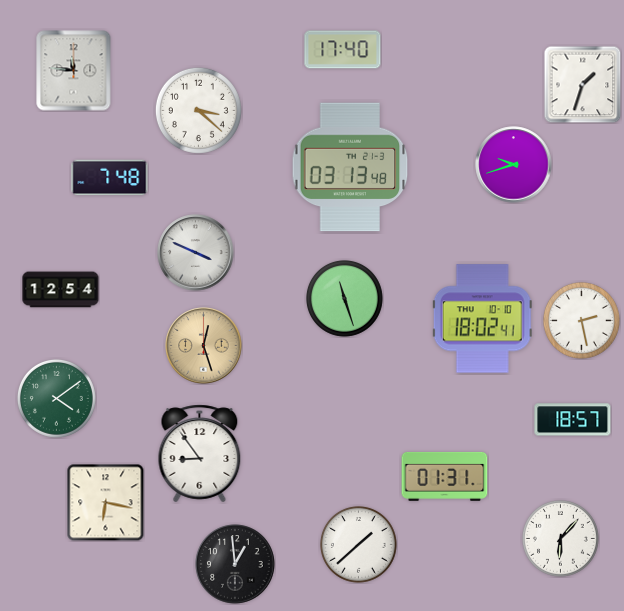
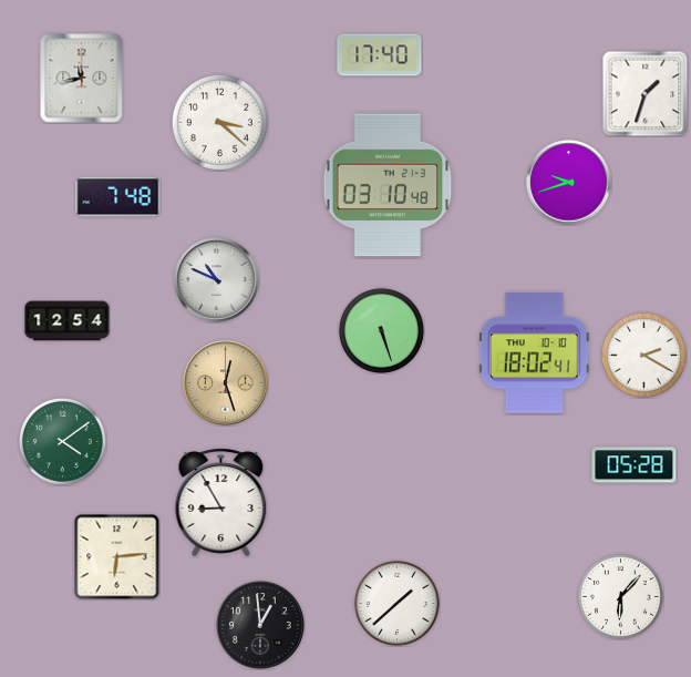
clock at (74, 71): 11:46 -> 11:43
clock at (350, 167): 03:13 -> 03:10
clock at (110, 178) position: (110, 178) -> (118, 197)
clock at (196, 253): 3:49 -> 10:49
clock at (345, 299): 11:27 -> 5:27
clock at (582, 321): 2:28 -> 2:20
clock at (573, 420): 18:57 -> 05:28
clock at (200, 454): 8:54 -> 8:55
clock at (445, 476): 01:31 -> none
clock at (105, 502): 6:17 -> 6:14
